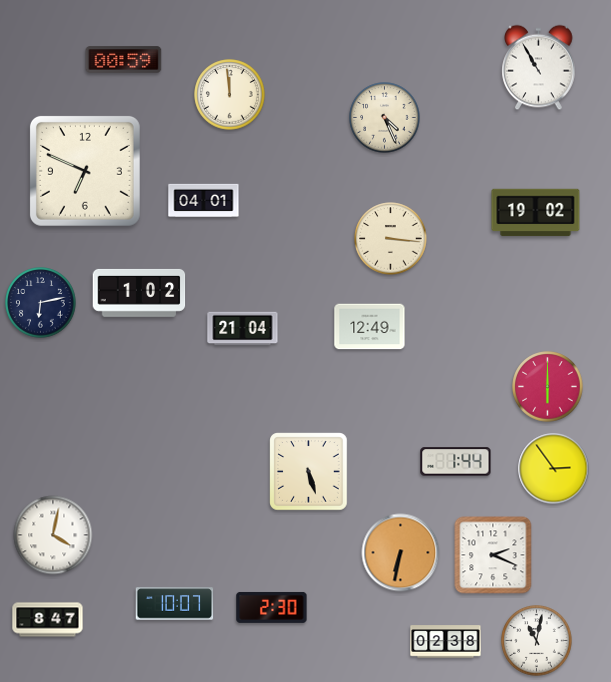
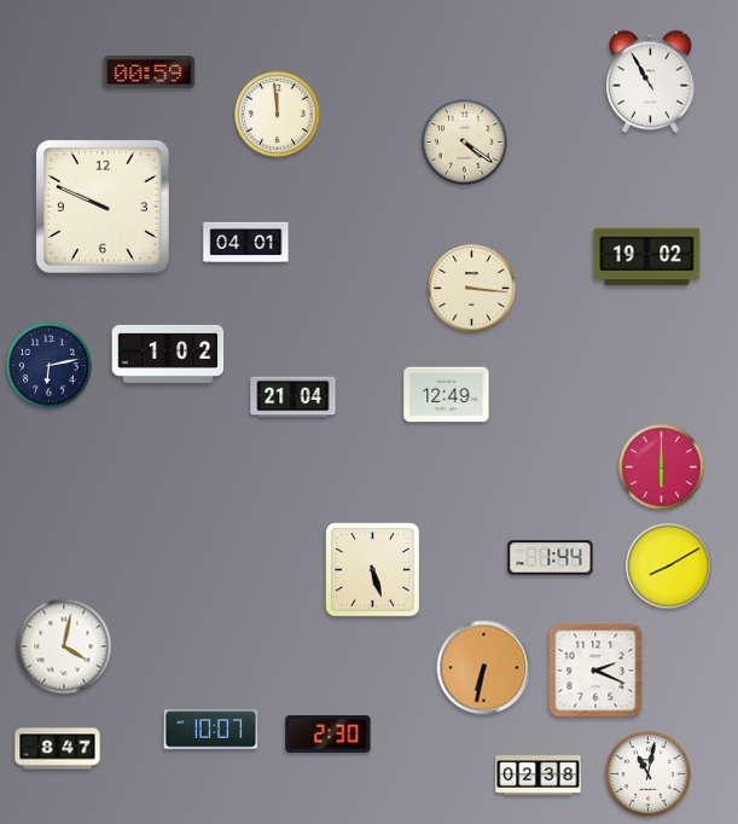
clock at (385, 118): 4:26 -> 4:21
clock at (85, 171): 6:49 -> 9:49
clock at (554, 469): 2:54 -> 8:10
